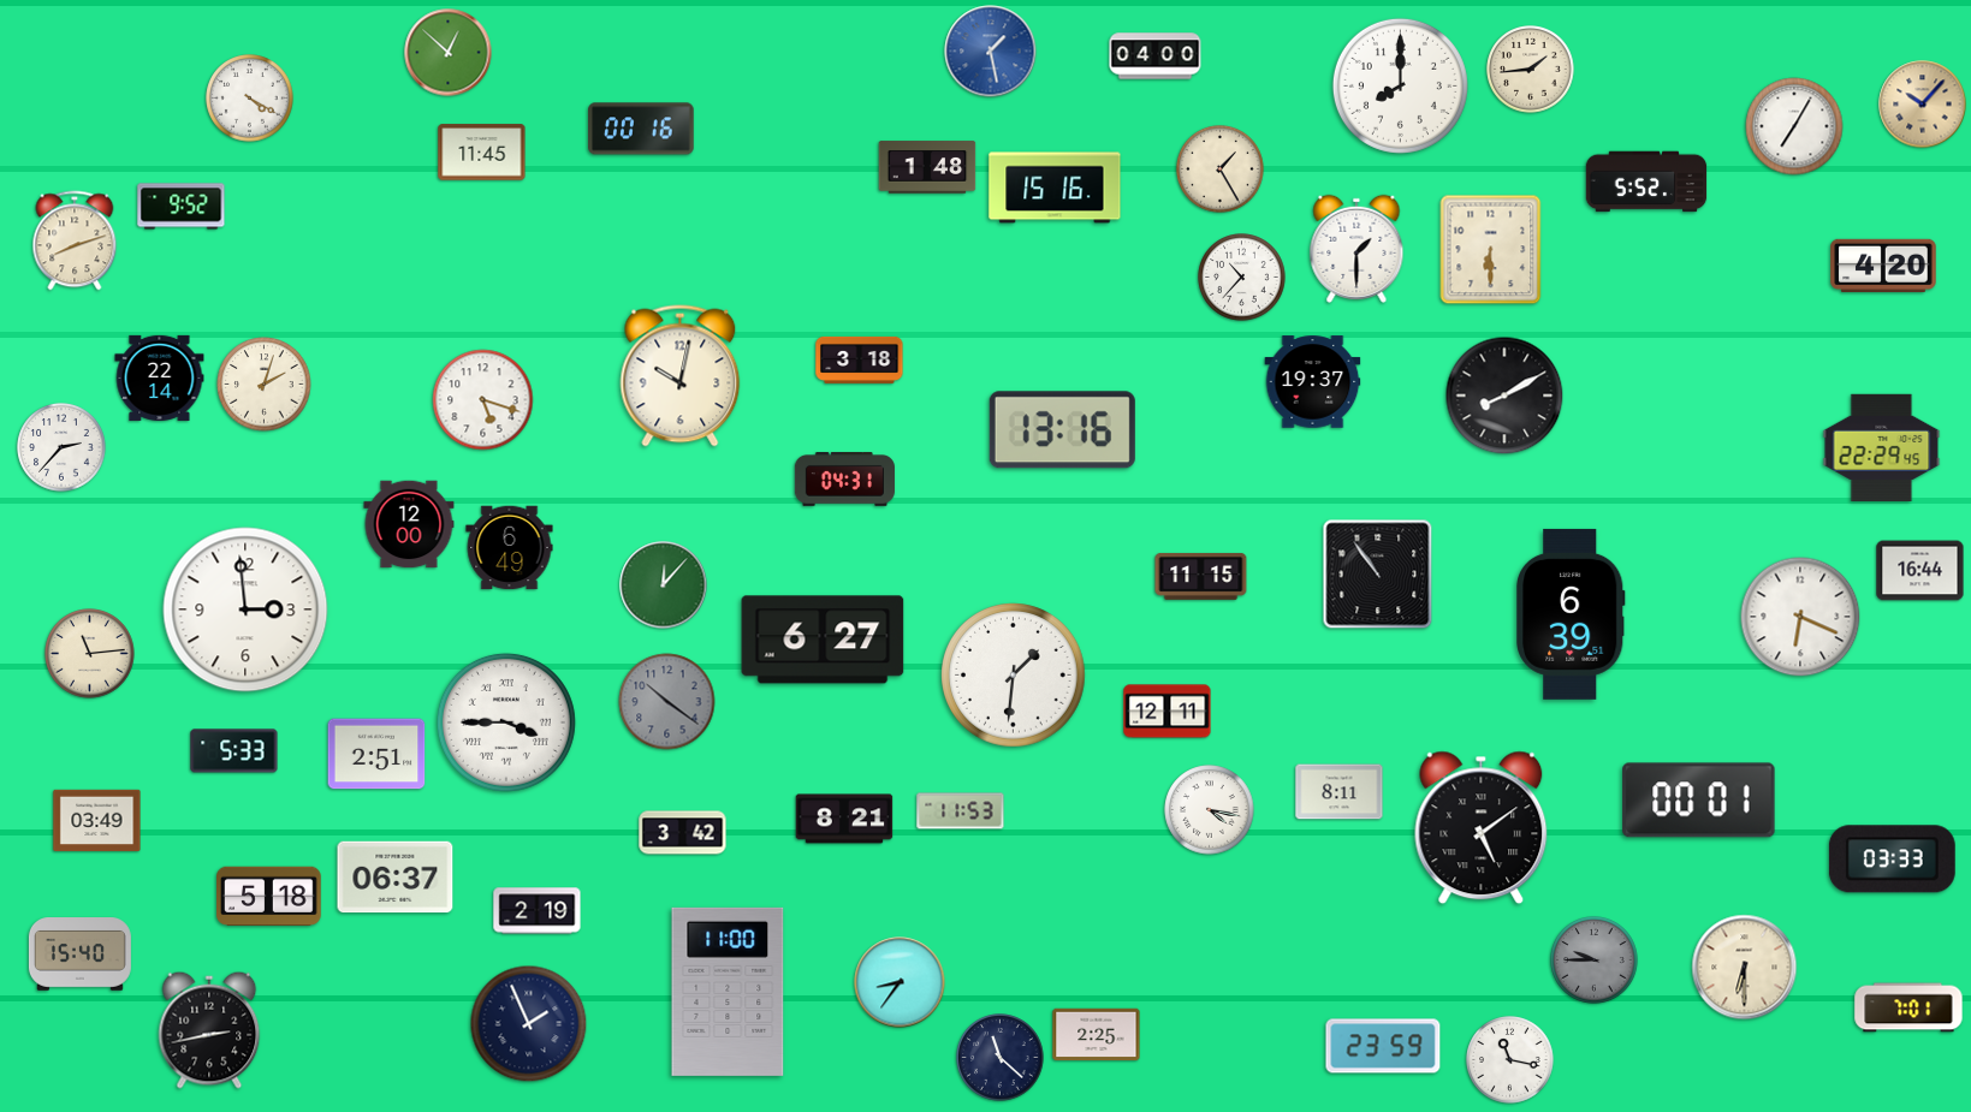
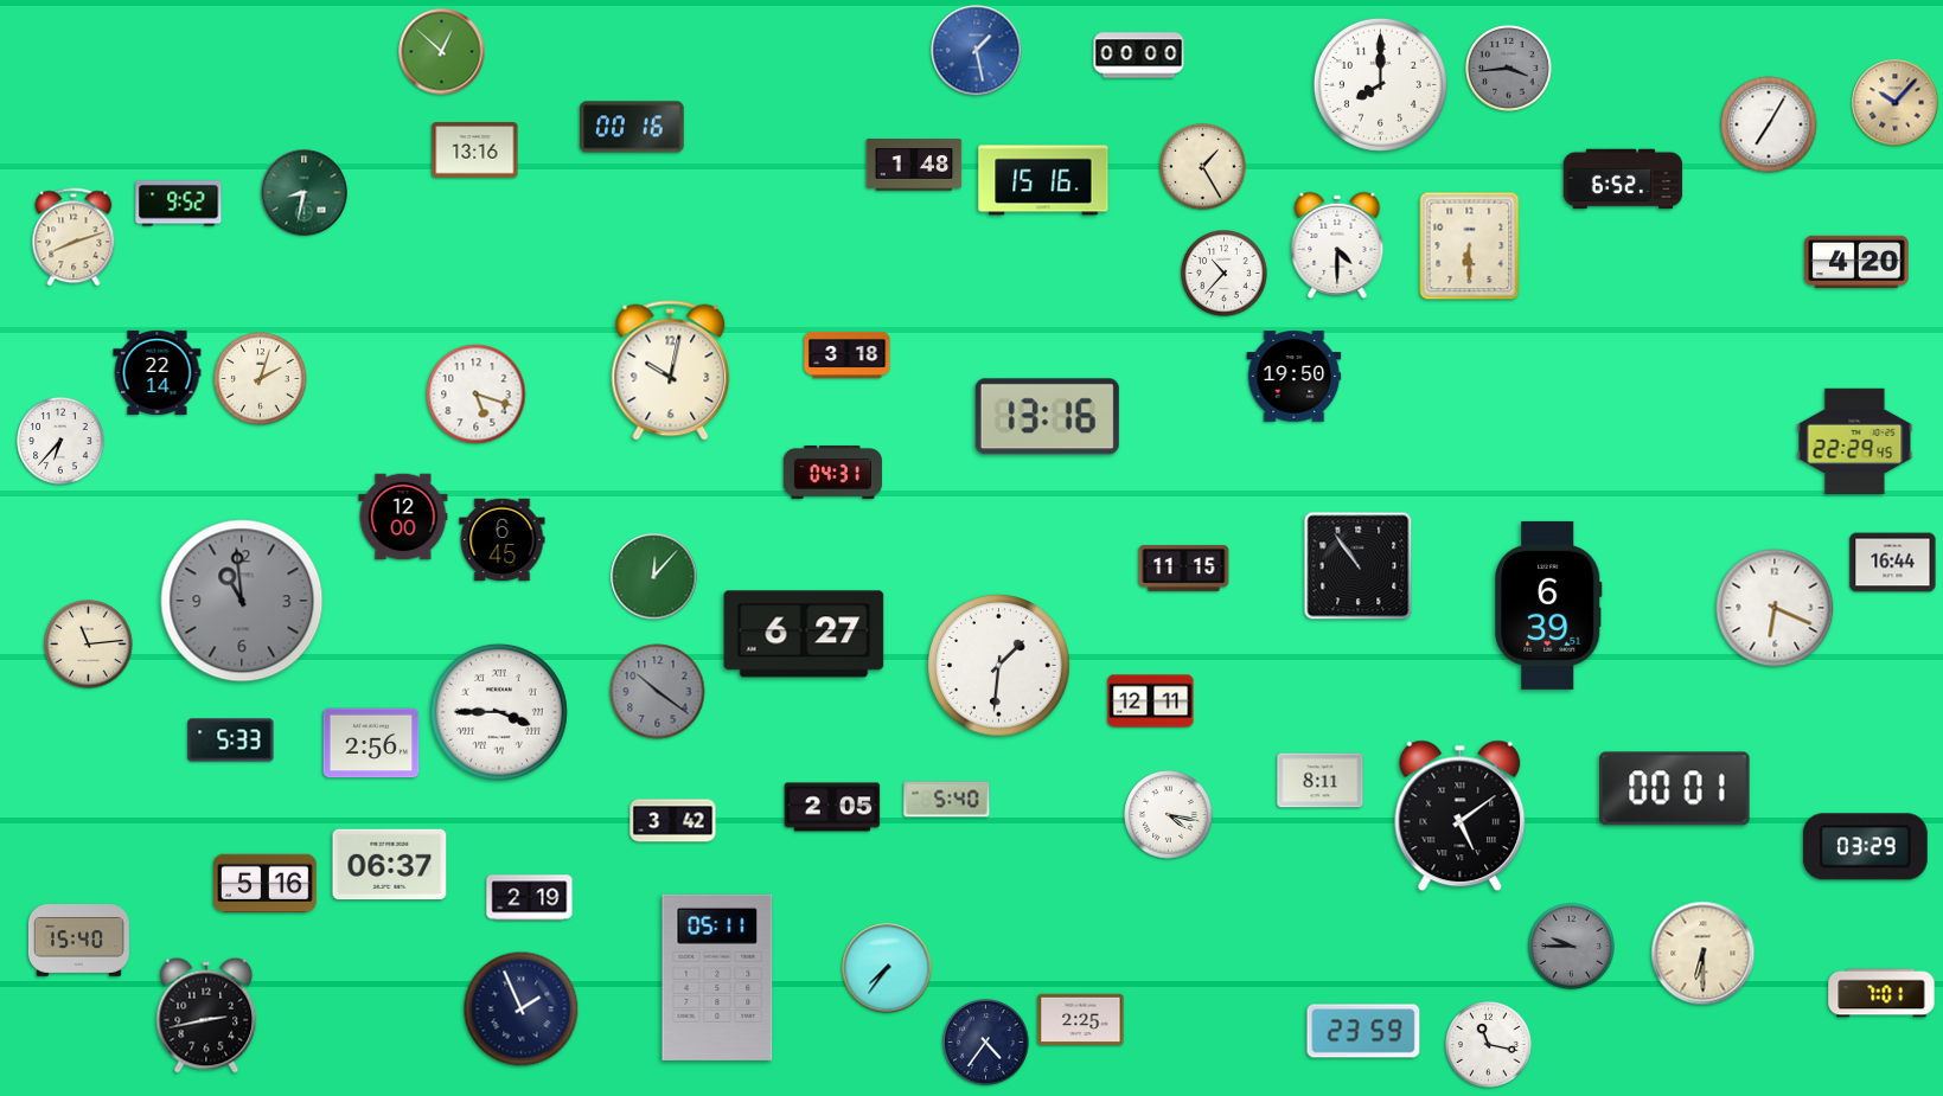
clock at (1156, 57): 04:00 -> 00:00
clock at (1531, 70): 1:44 -> 3:44
clock at (1531, 70) dial: cream -> grey
clock at (250, 99): 4:20 -> none
clock at (482, 153): 11:45 -> 13:16
clock at (1646, 182): 5:52 -> 6:52
clock at (1055, 188) position: (1055, 188) -> (1043, 180)
clock at (305, 193): none -> 8:32
clock at (1356, 249): 1:30 -> 4:30
clock at (1313, 382): 19:37 -> 19:50
clock at (1504, 396): 8:10 -> none
clock at (1062, 430) position: (1062, 430) -> (1047, 417)
clock at (61, 447): 2:37 -> 6:37
clock at (510, 548): 6:49 -> 6:45
clock at (245, 609): 2:59 -> 10:59
clock at (245, 609) dial: white -> grey
clock at (823, 640) position: (823, 640) -> (804, 634)
clock at (376, 754): 2:51 -> 2:56
clock at (1210, 810) position: (1210, 810) -> (1169, 815)
clock at (961, 811): 11:53 -> 5:40
clock at (844, 819): 8:21 -> 2:05
clock at (97, 821): 03:49 -> none
clock at (1892, 860): 03:33 -> 03:29
clock at (269, 896): 5:18 -> 5:16
clock at (1745, 968) position: (1745, 968) -> (1704, 954)
clock at (900, 982): 8:36 -> 7:36
clock at (728, 992): 11:00 -> 05:11
clock at (1001, 1058): 11:22 -> 4:36
